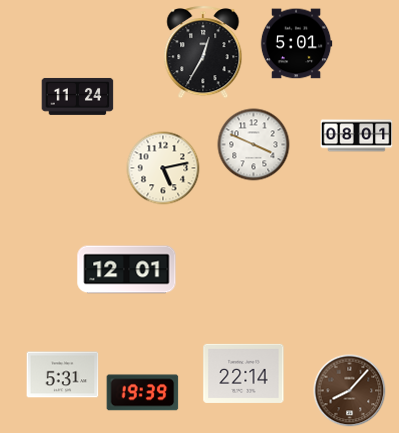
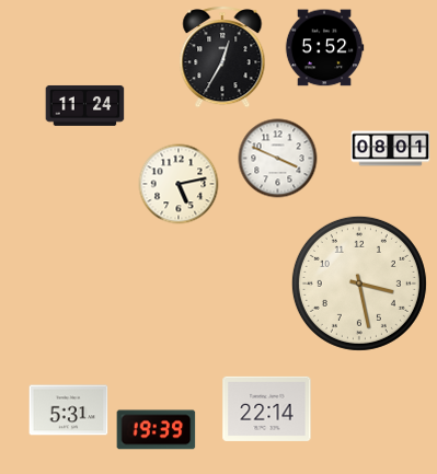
clock at (296, 44): 5:01 -> 5:52
clock at (359, 284): none -> 3:28
clock at (127, 270): 12:01 -> none
clock at (350, 391): 8:07 -> none
